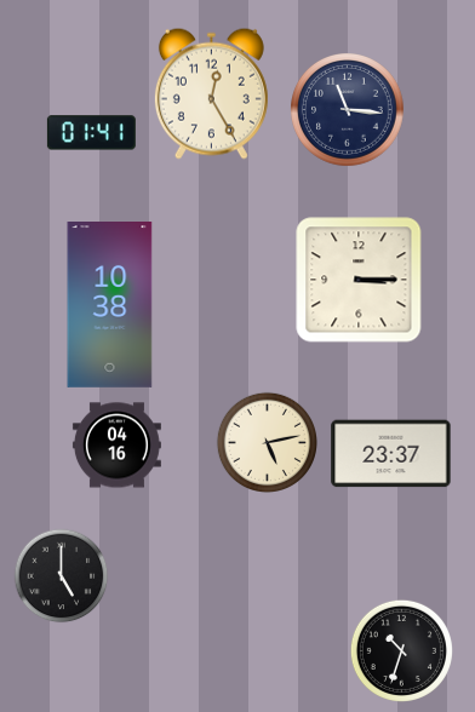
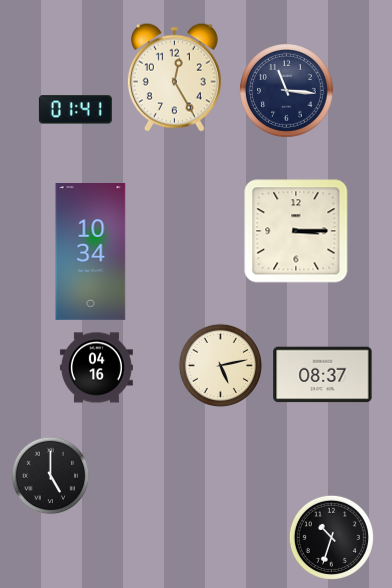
clock at (110, 305): 10:38 -> 10:34
clock at (391, 454): 23:37 -> 08:37
